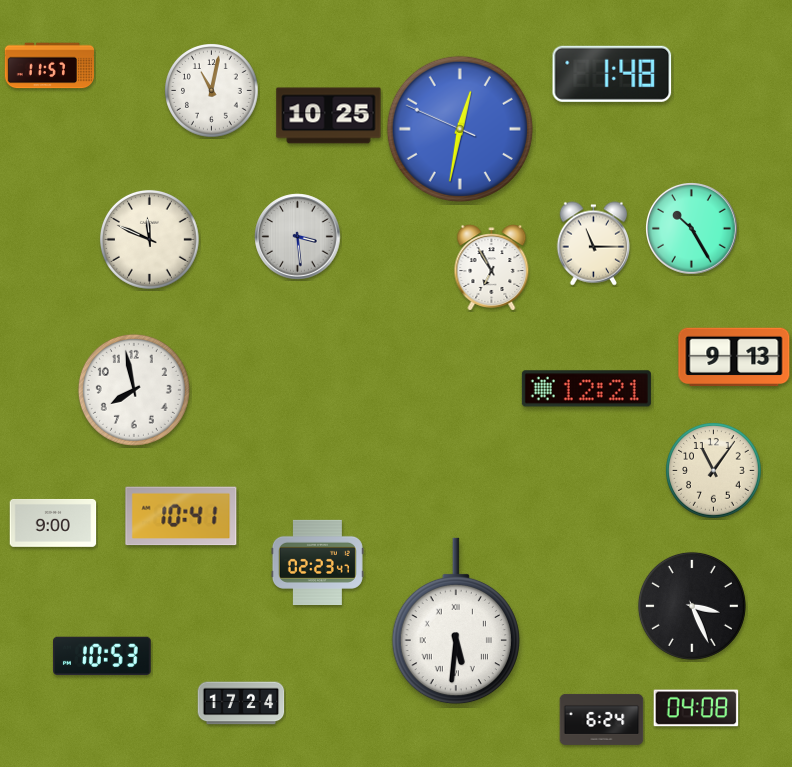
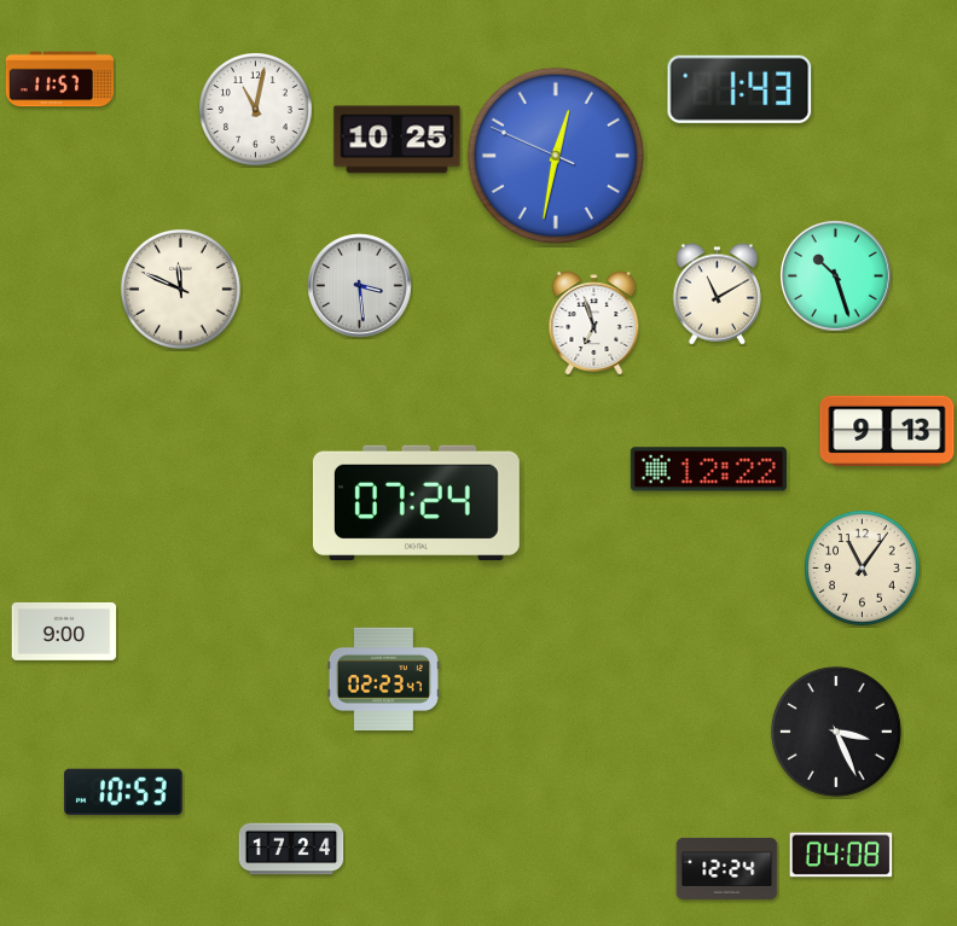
clock at (612, 74): 1:48 -> 1:43
clock at (692, 229): 10:25 -> 10:27
clock at (593, 244): 11:15 -> 11:10
clock at (492, 268): 6:55 -> 6:57
clock at (586, 389): 12:21 -> 12:22
clock at (134, 390): 7:58 -> none
clock at (416, 502): none -> 07:24
clock at (181, 516): 10:41 -> none
clock at (456, 621): 5:31 -> none
clock at (602, 719): 6:24 -> 12:24
